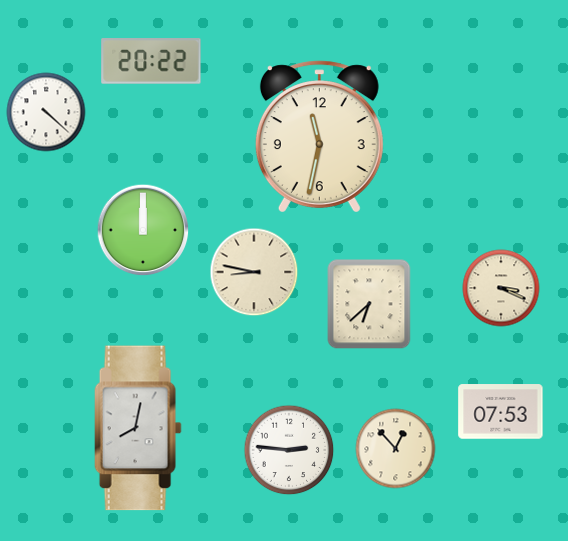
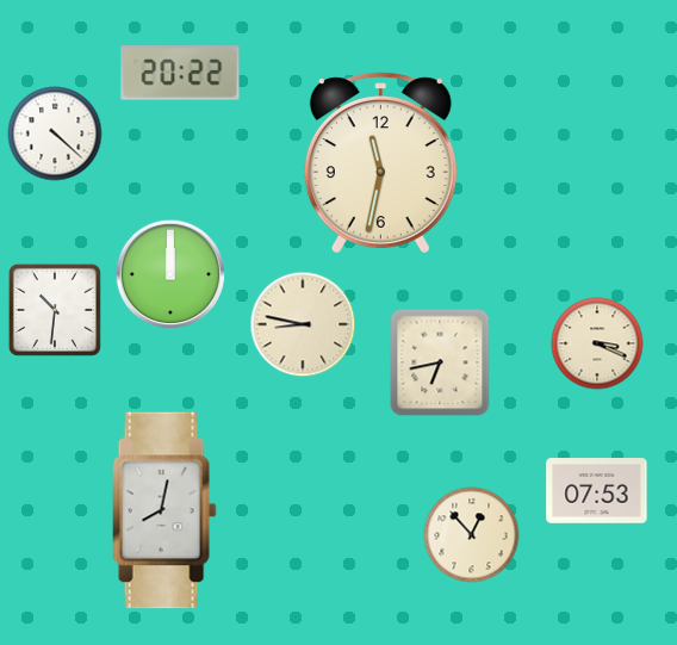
clock at (55, 310): none -> 10:31
clock at (369, 304): 6:38 -> 6:43
clock at (289, 450): 2:46 -> none
